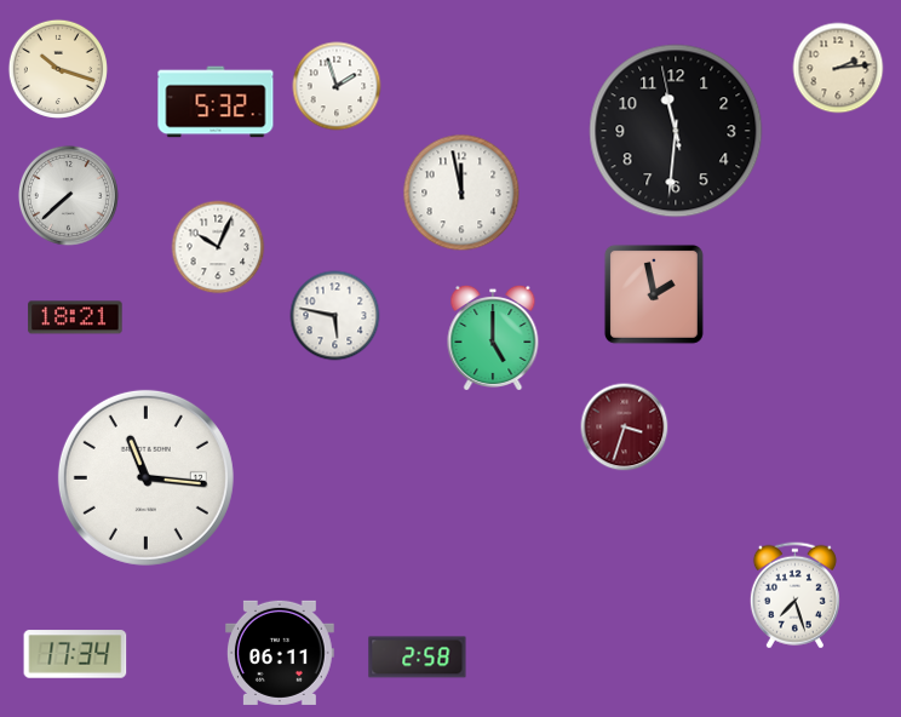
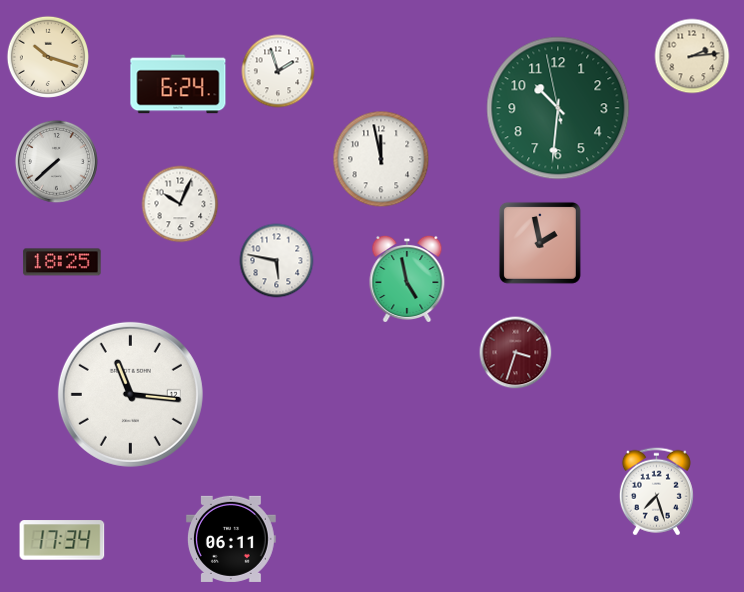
clock at (216, 102): 5:32 -> 6:24
clock at (676, 131): 11:30 -> 10:30
clock at (676, 131) dial: black -> green
clock at (75, 317): 18:21 -> 18:25
clock at (493, 338): 5:00 -> 4:58
clock at (145, 477) position: (145, 477) -> (130, 394)
clock at (418, 658): 2:58 -> none
